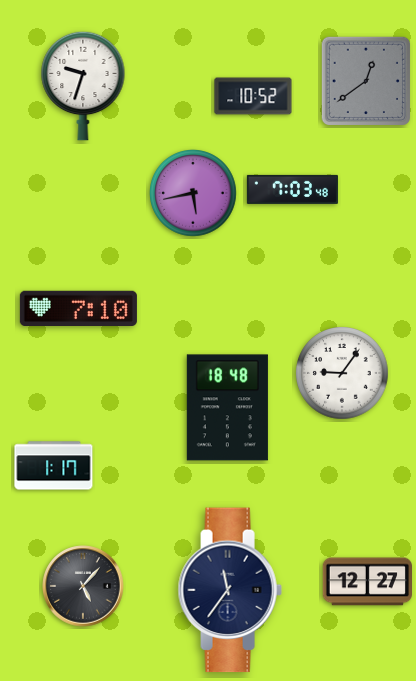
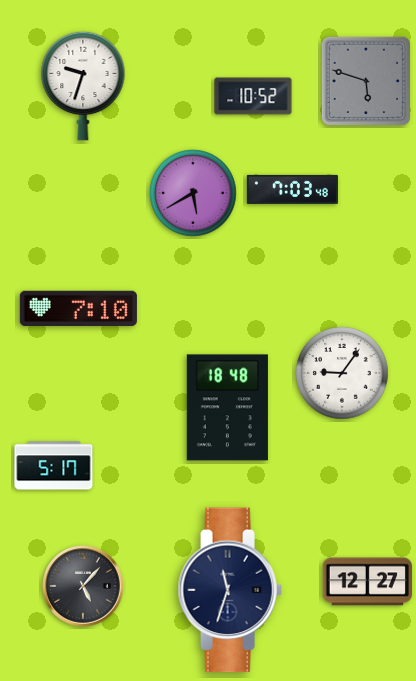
clock at (365, 80): 12:39 -> 5:48
clock at (194, 194): 5:43 -> 5:40
clock at (54, 466): 1:17 -> 5:17
clock at (230, 590): 11:36 -> 11:33
